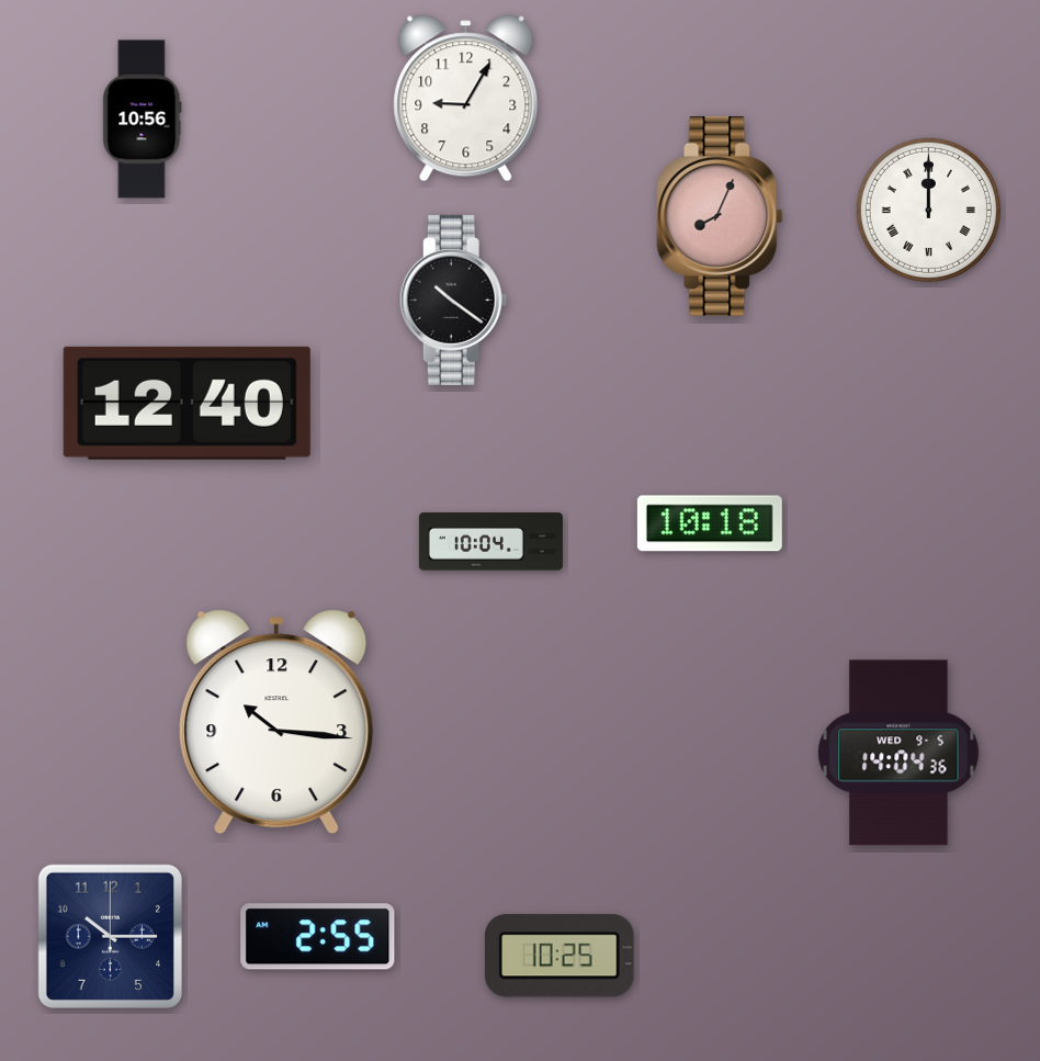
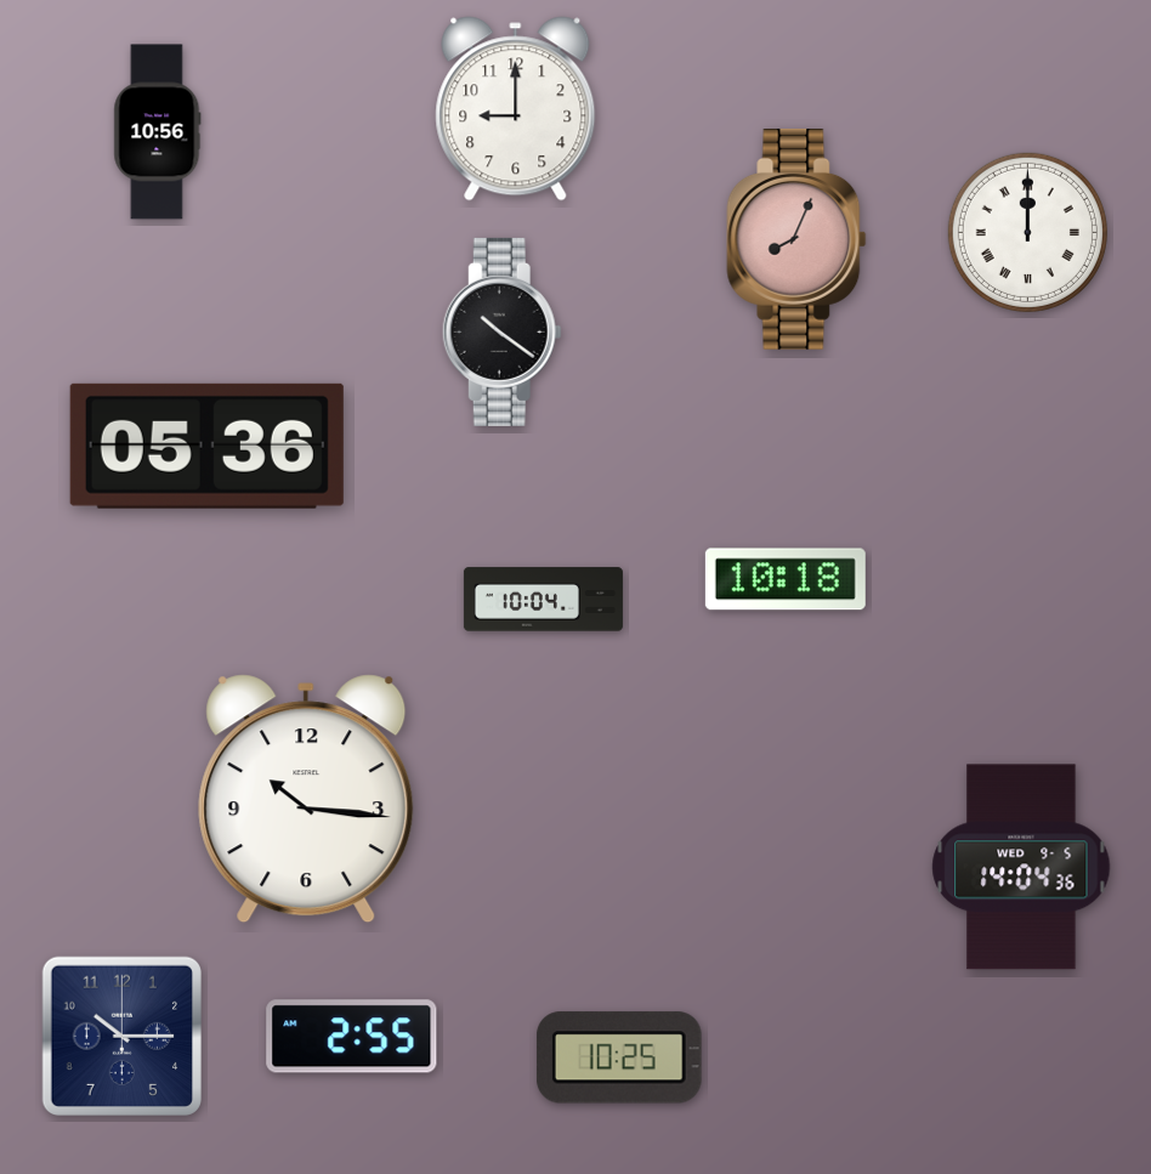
clock at (466, 99): 9:05 -> 9:00
clock at (186, 403): 12:40 -> 05:36
clock at (898, 753) position: (898, 753) -> (1021, 867)
